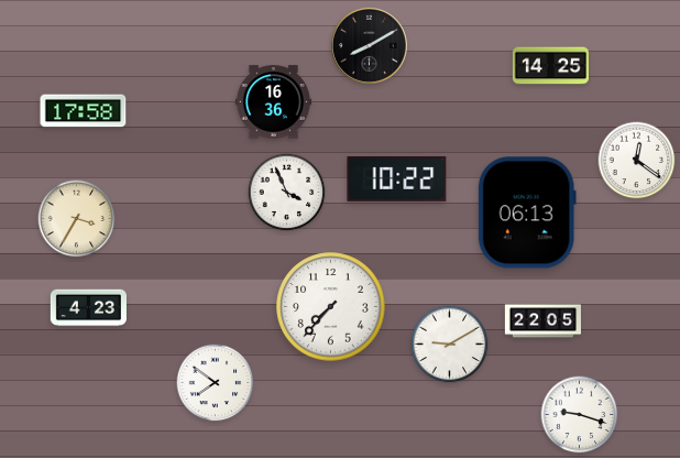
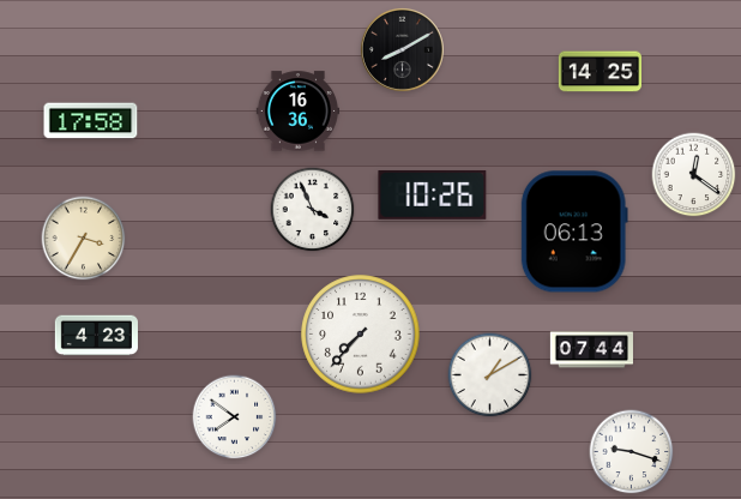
clock at (397, 178): 10:22 -> 10:26
clock at (542, 321): 22:05 -> 07:44
clock at (450, 345): 9:10 -> 1:10
